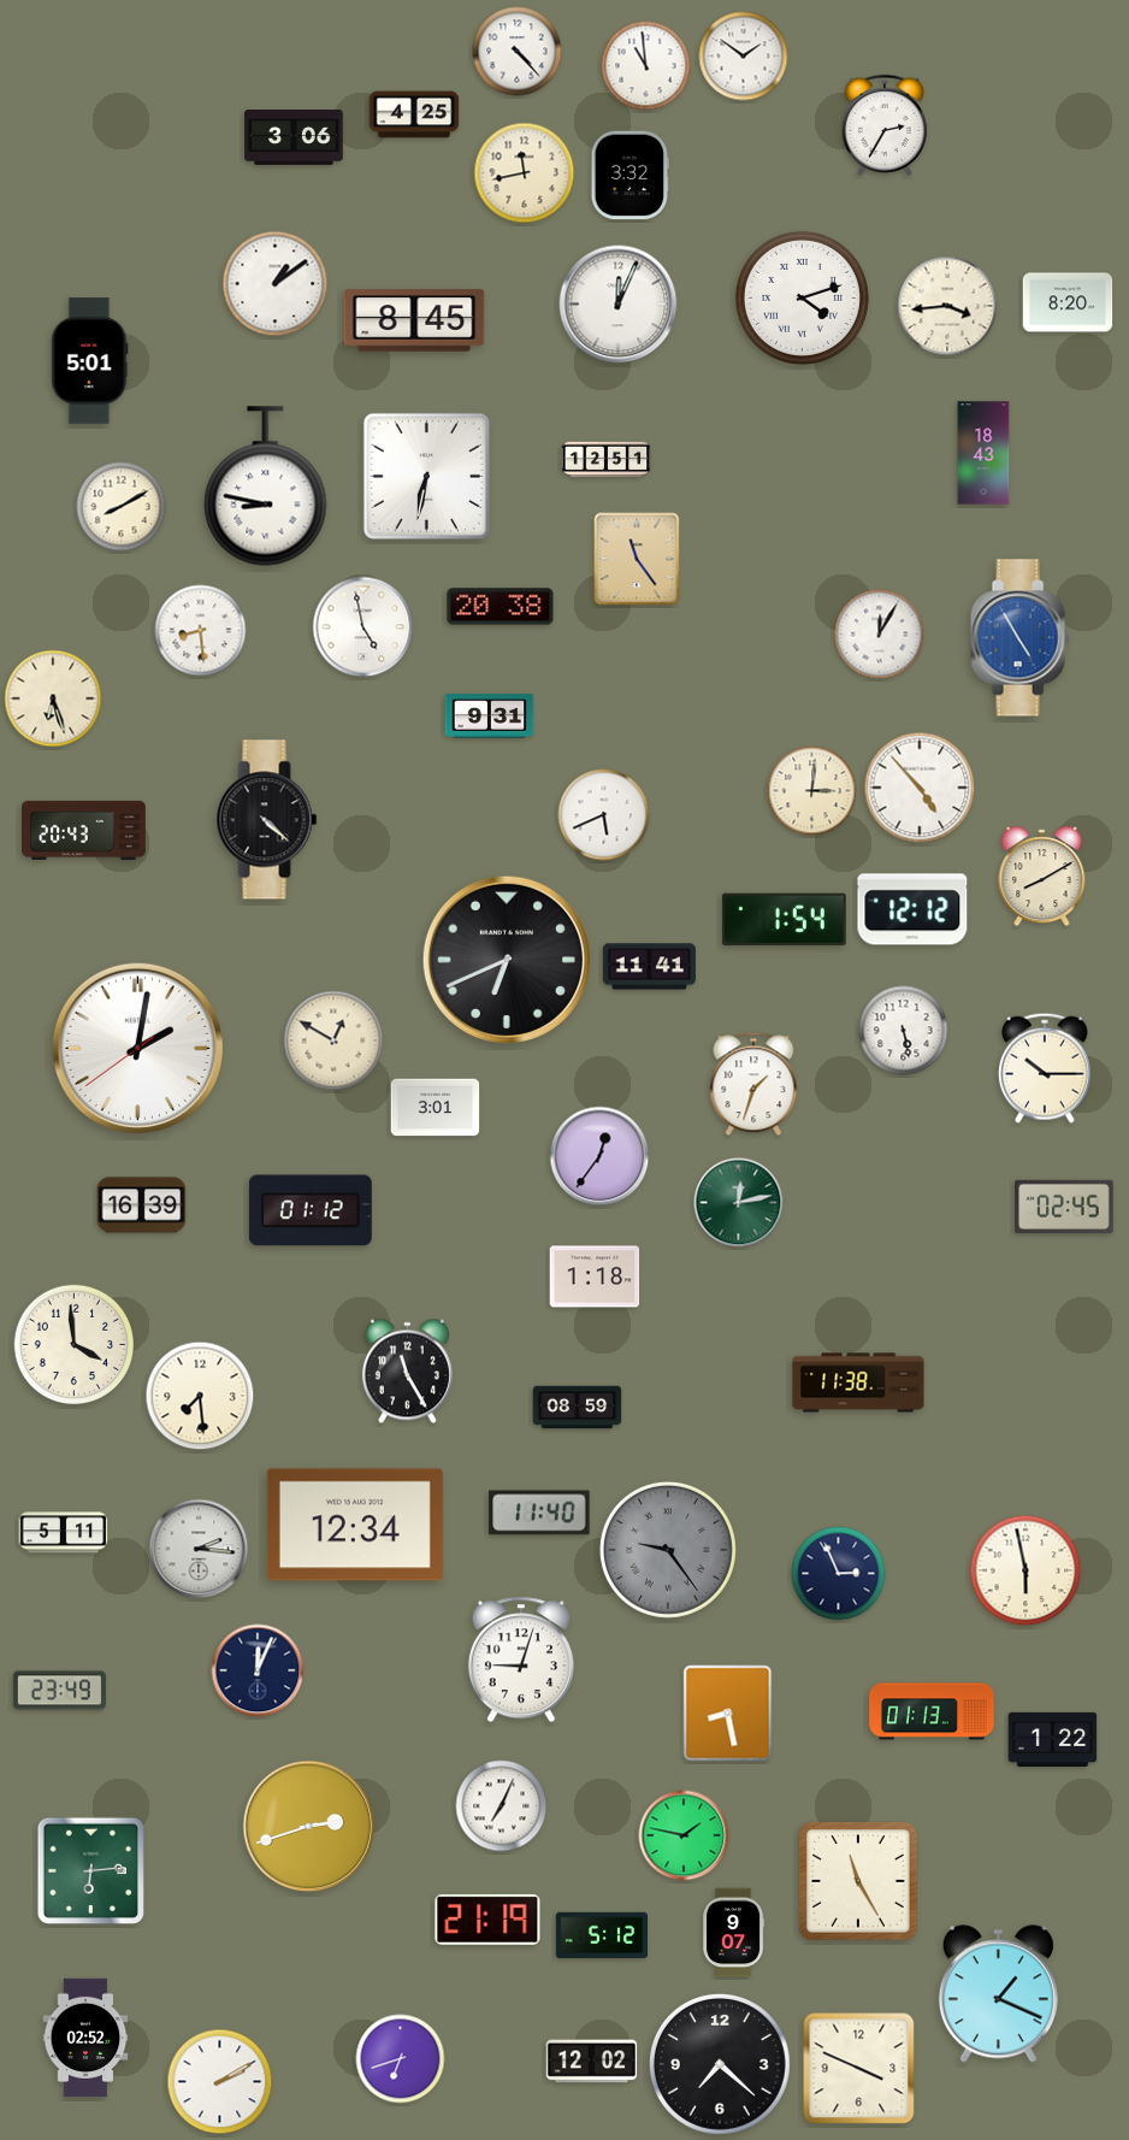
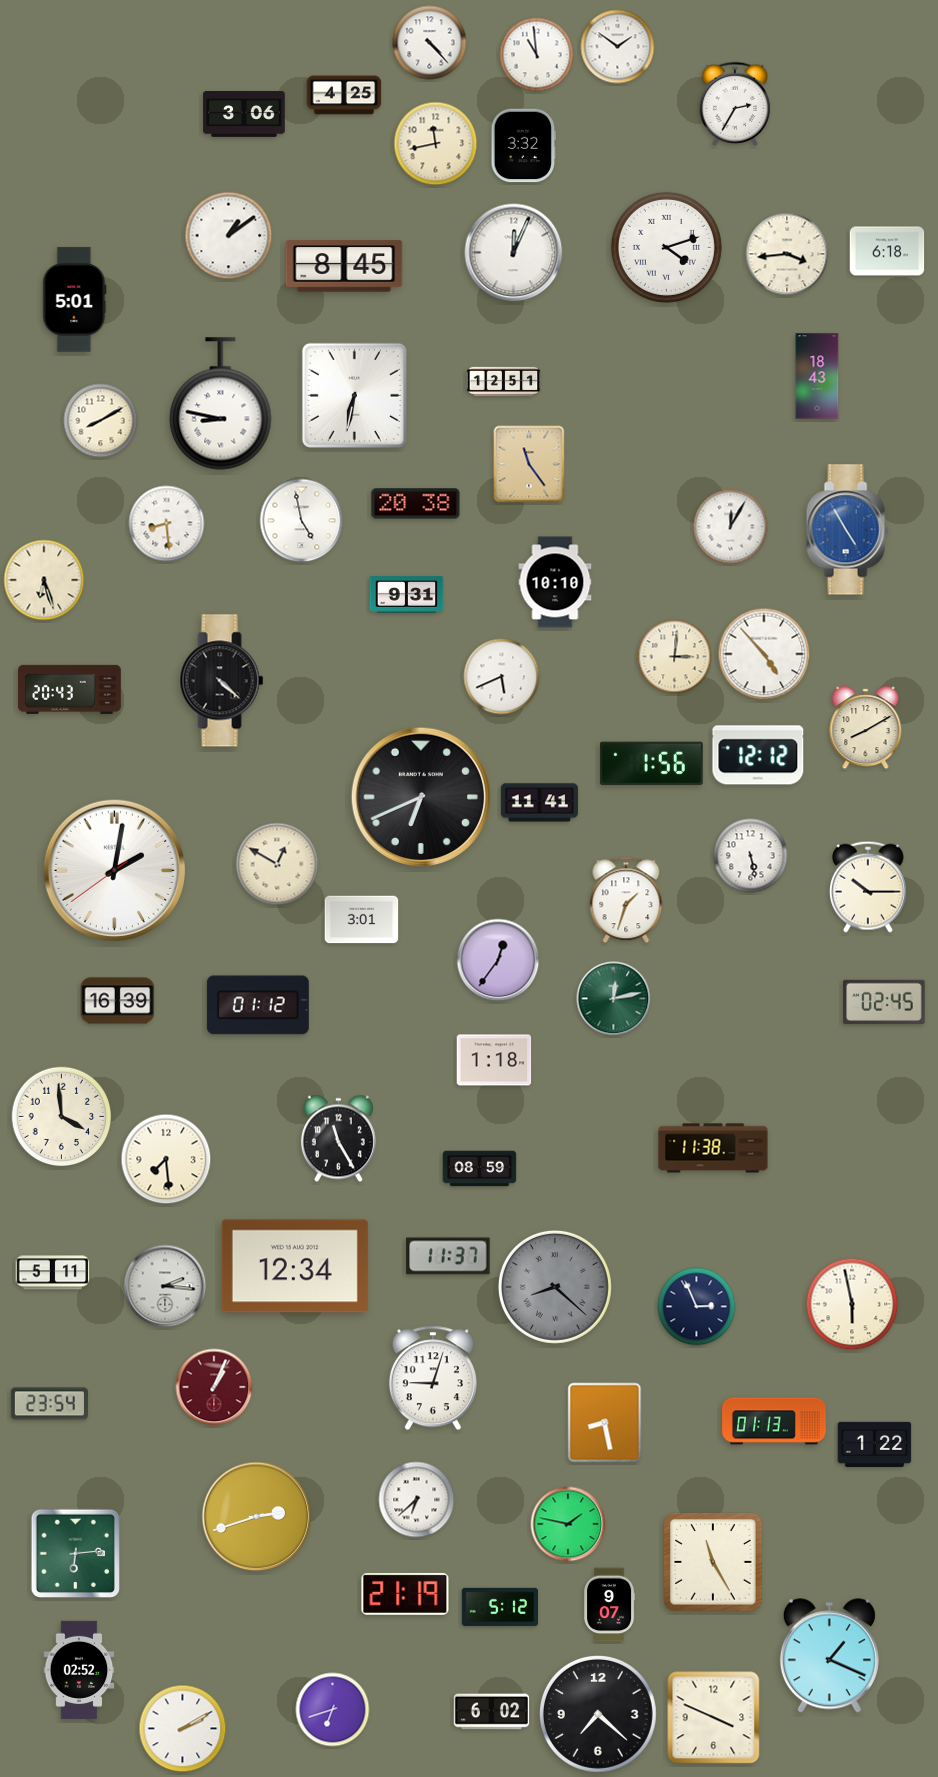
clock at (1068, 302): 8:20 -> 6:18
clock at (555, 582): none -> 10:10
clock at (784, 919): 1:54 -> 1:56
clock at (539, 1513): 11:40 -> 11:37
clock at (668, 1550): 9:24 -> 8:22
clock at (258, 1670): 12:04 -> 1:04
clock at (258, 1670) dial: navy -> burgundy
clock at (59, 1691): 23:49 -> 23:54
clock at (502, 1806): 7:04 -> 6:38
clock at (85, 2038) position: (85, 2038) -> (79, 1670)
clock at (592, 2062): 12:02 -> 6:02
